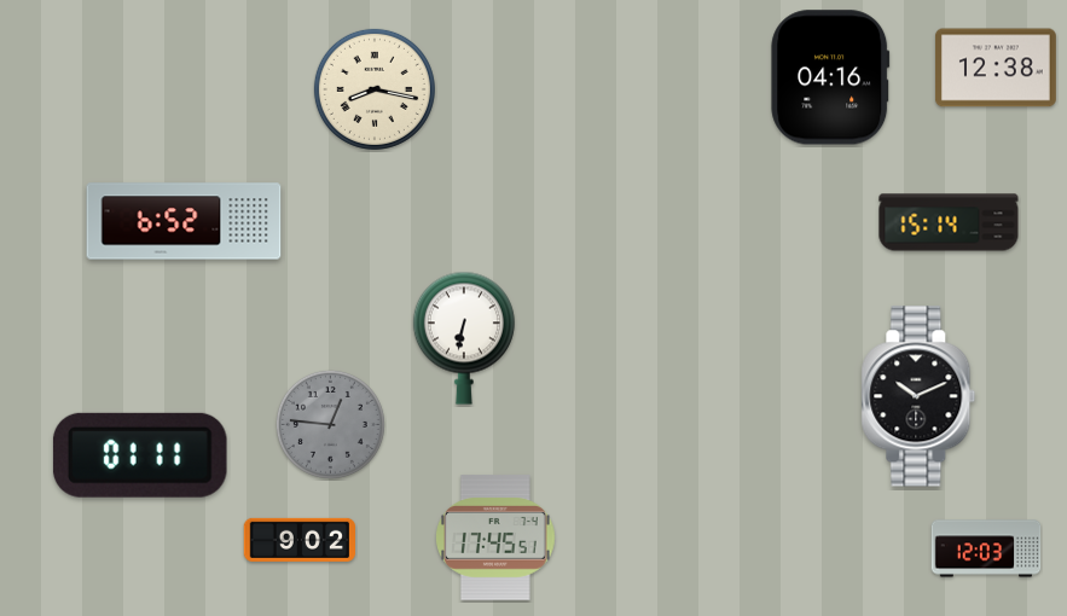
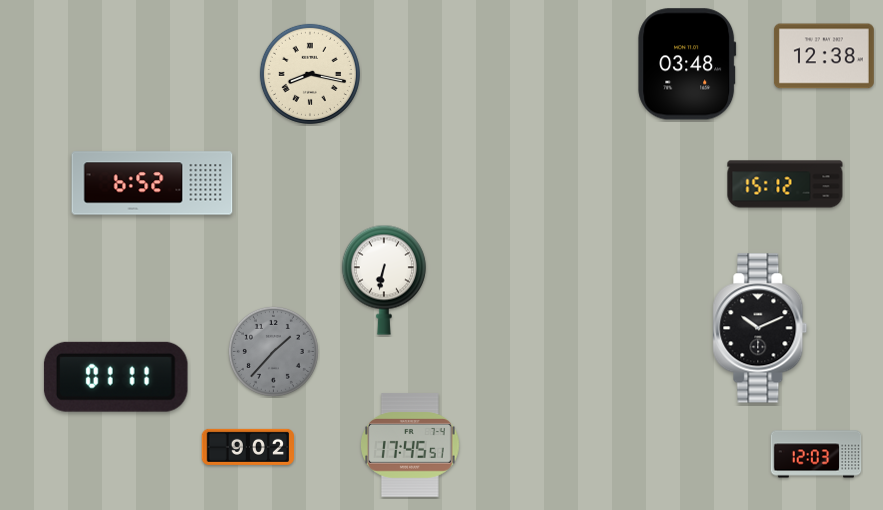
clock at (830, 77): 04:16 -> 03:48
clock at (949, 222): 15:14 -> 15:12
clock at (330, 424): 12:46 -> 1:37
